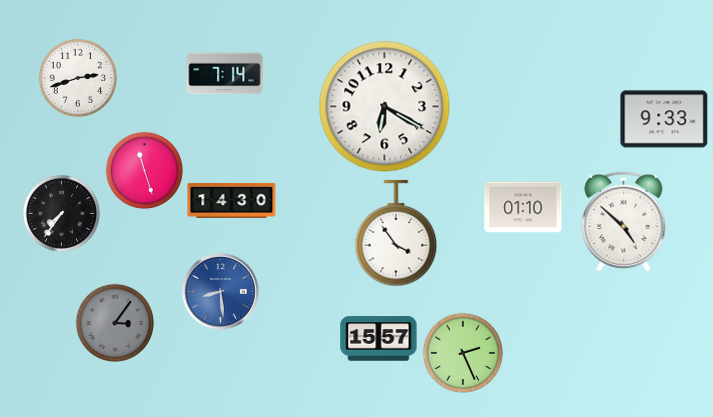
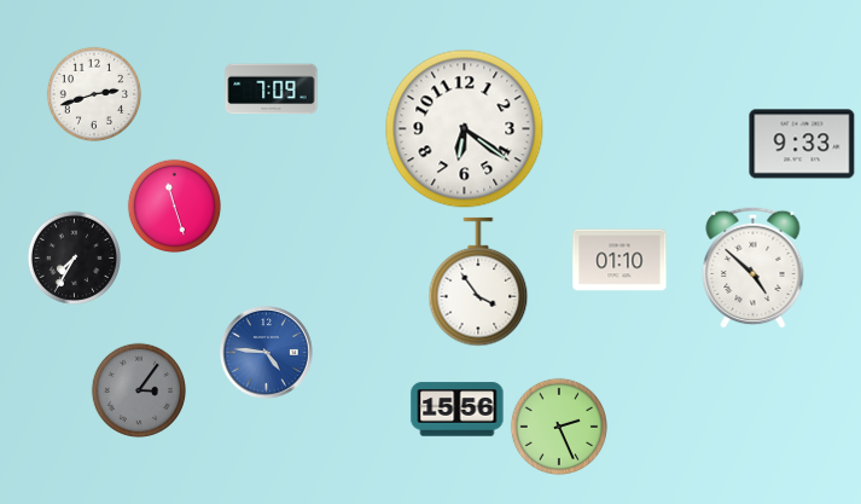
clock at (225, 74): 7:14 -> 7:09
clock at (385, 107): 6:20 -> 6:21
clock at (232, 200): 14:30 -> none
clock at (523, 207) position: (523, 207) -> (619, 260)
clock at (61, 213): 7:36 -> 7:35
clock at (221, 292): 8:29 -> 4:46
clock at (379, 339): 15:57 -> 15:56
